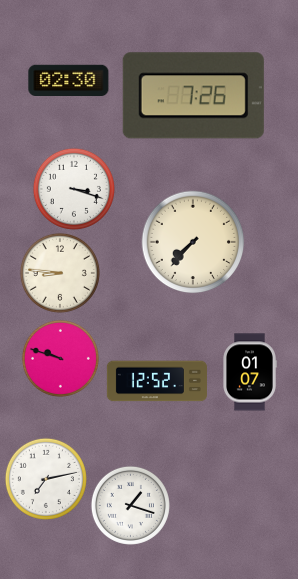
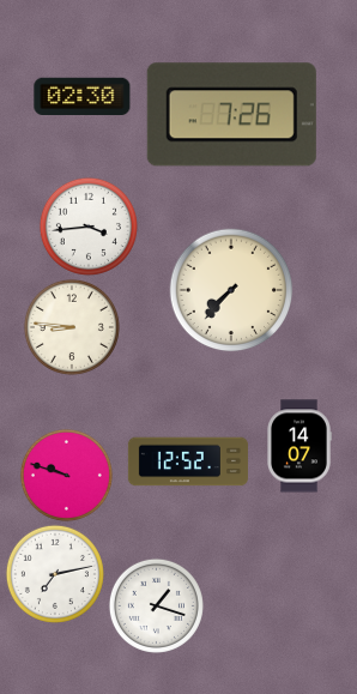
clock at (74, 189): 3:18 -> 3:44
clock at (60, 358) position: (60, 358) -> (66, 475)
clock at (250, 372): 01:07 -> 14:07
clock at (157, 381) position: (157, 381) -> (188, 461)
